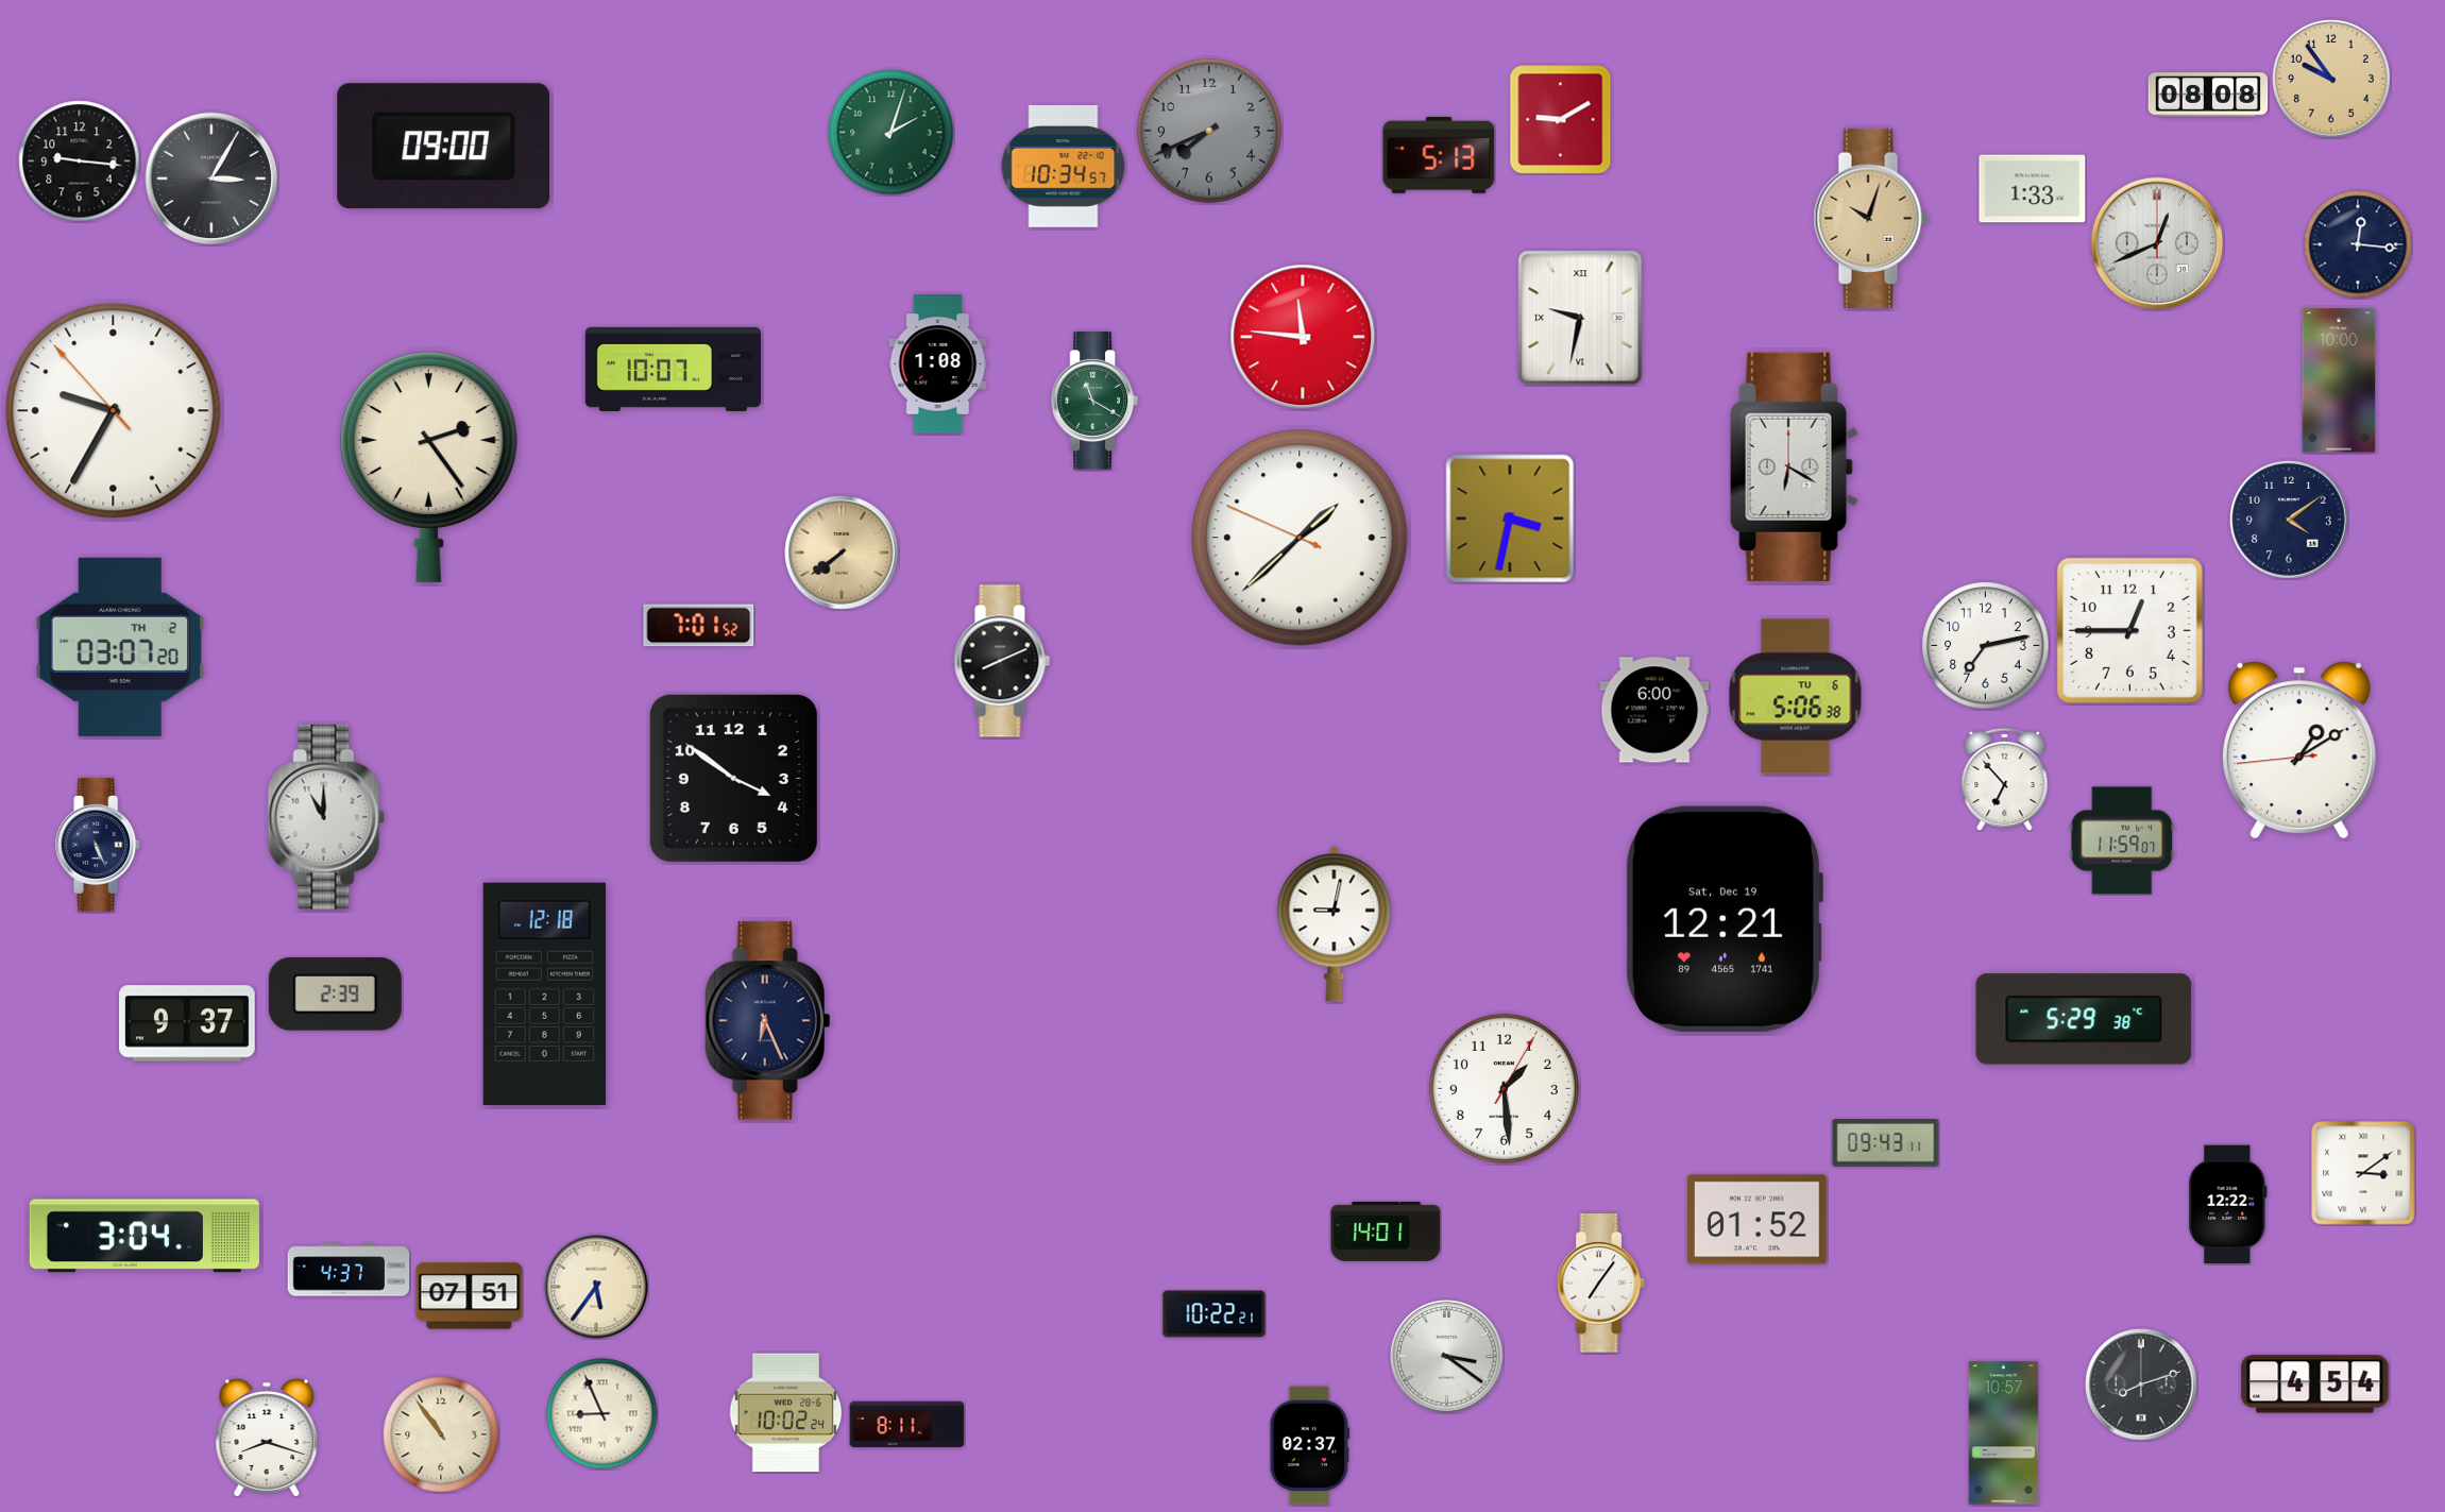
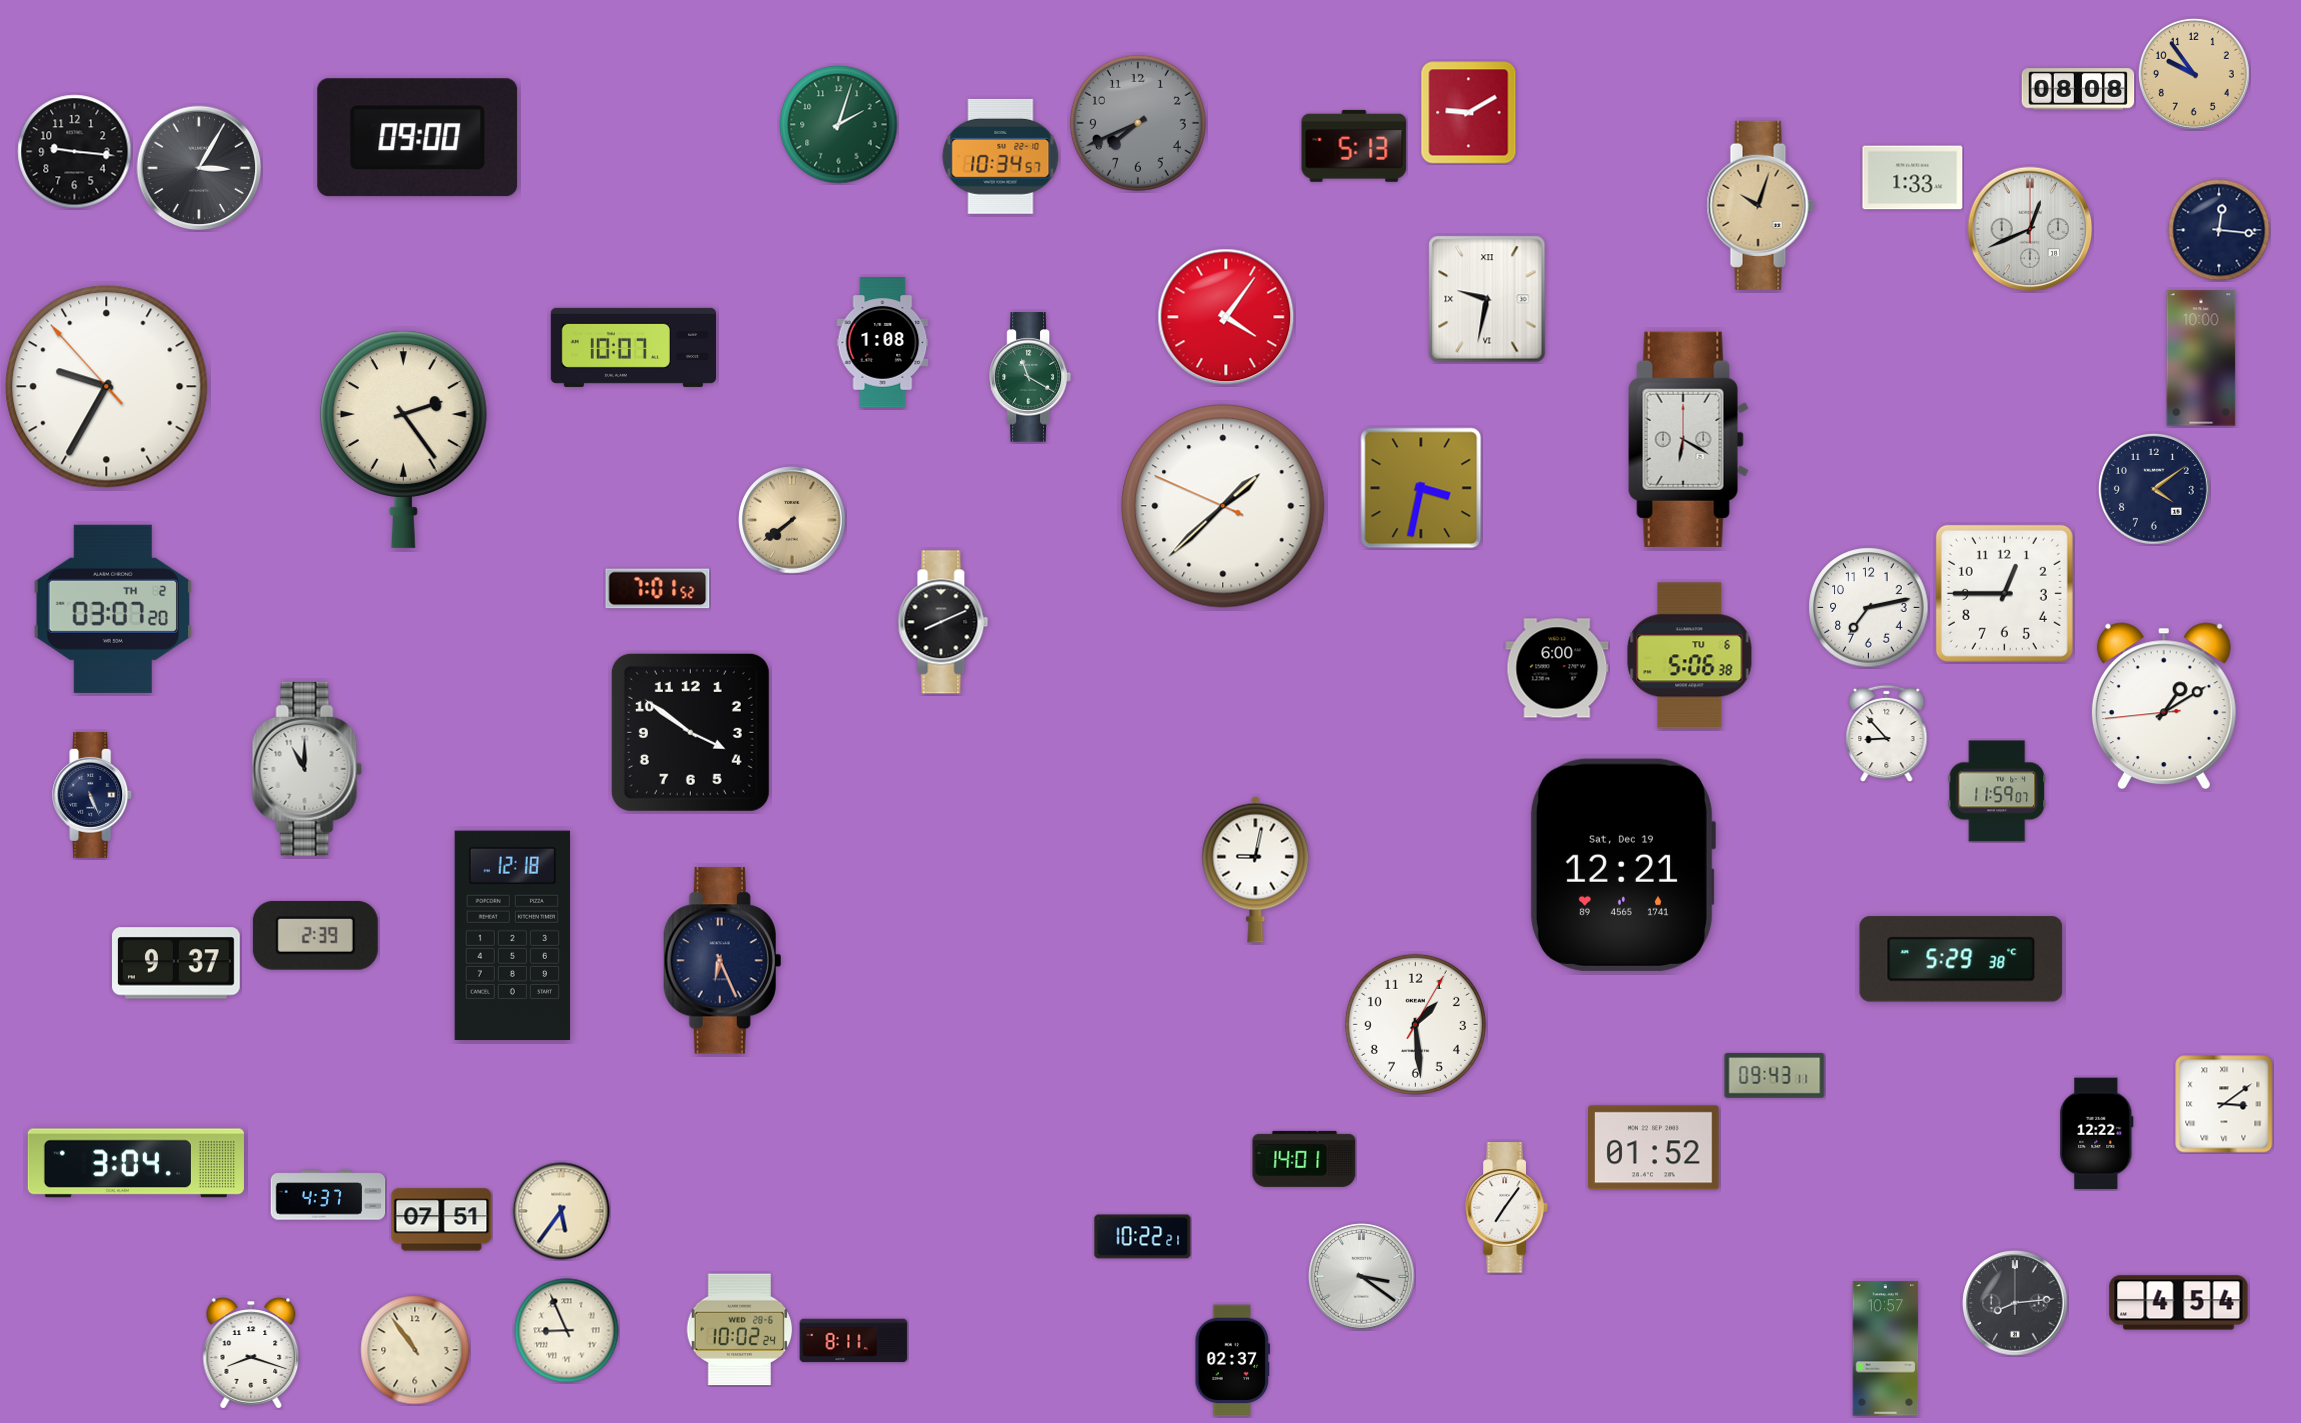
clock at (1303, 337): 11:46 -> 4:06
clock at (2005, 779): 6:53 -> 8:53
clock at (2141, 1384): 8:12 -> 8:14
